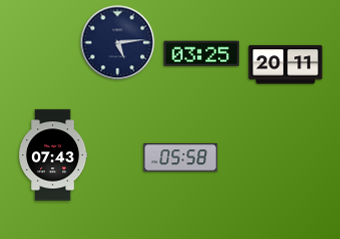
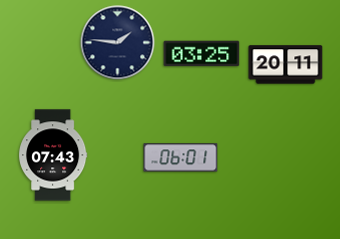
clock at (118, 43): 5:14 -> 1:46
clock at (181, 158): 05:58 -> 06:01
